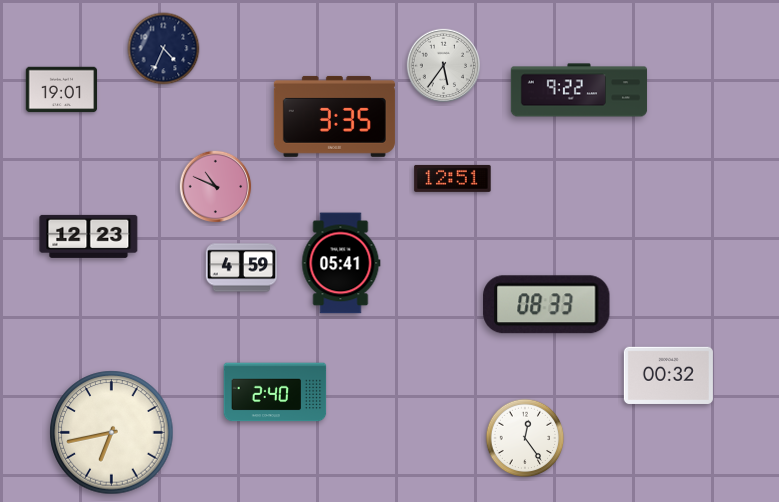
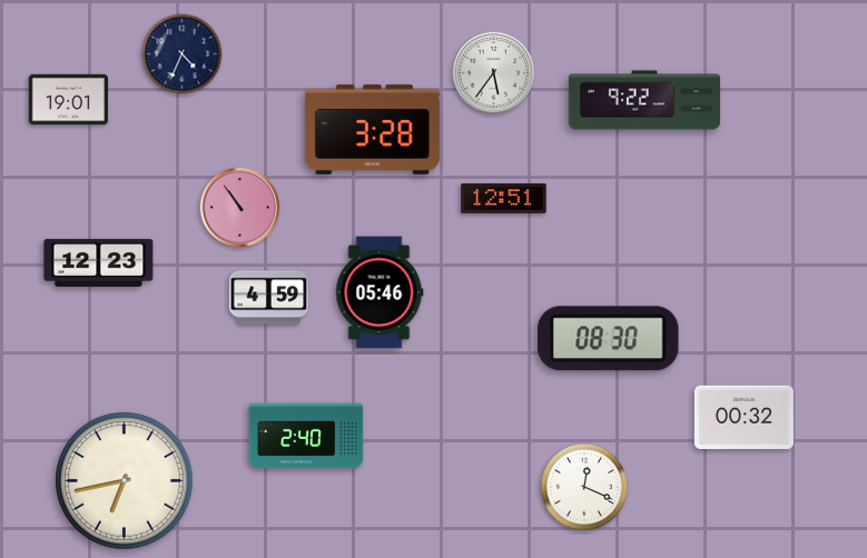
clock at (334, 116): 3:35 -> 3:28
clock at (216, 187): 10:49 -> 10:54
clock at (341, 263): 05:41 -> 05:46
clock at (547, 305): 08:33 -> 08:30
clock at (525, 438): 12:24 -> 12:19
